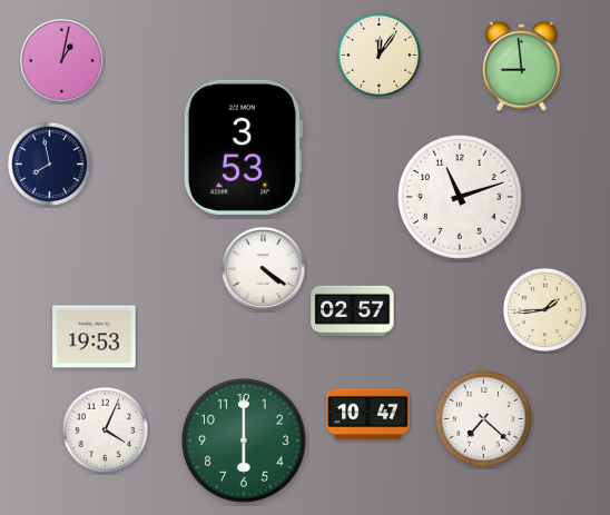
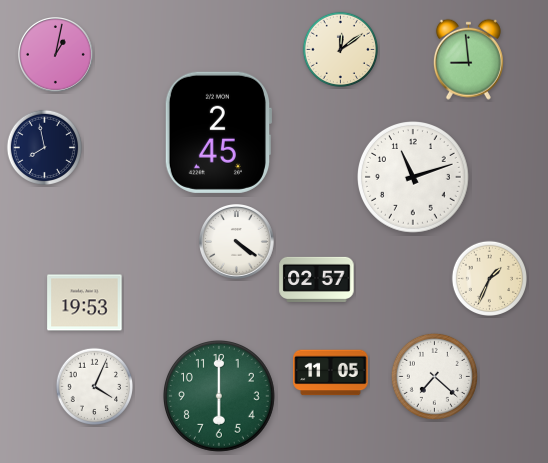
clock at (378, 55): 12:06 -> 12:09
clock at (242, 147): 3:53 -> 2:45
clock at (544, 309): 1:44 -> 1:34
clock at (368, 415): 10:47 -> 11:05
